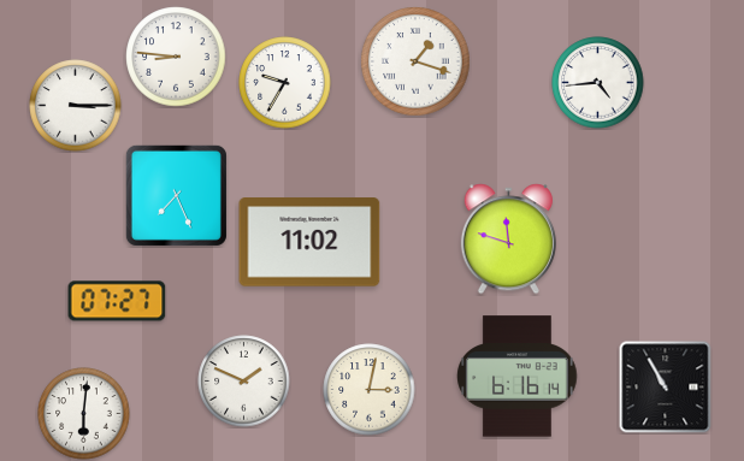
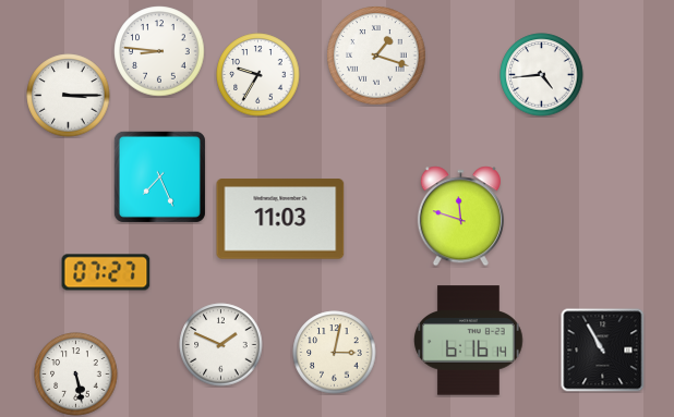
clock at (309, 242): 11:02 -> 11:03
clock at (84, 414): 6:01 -> 5:28
